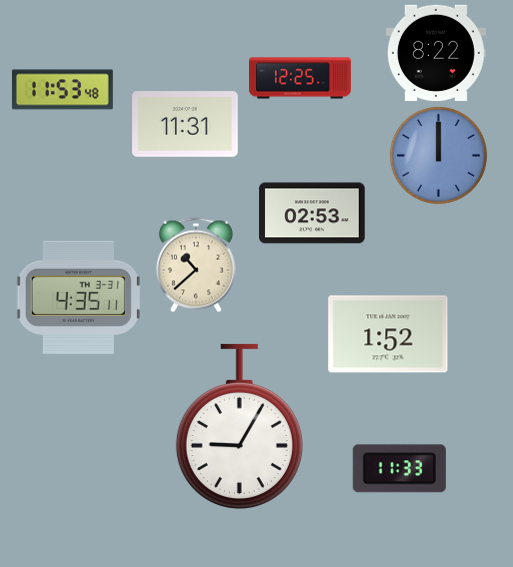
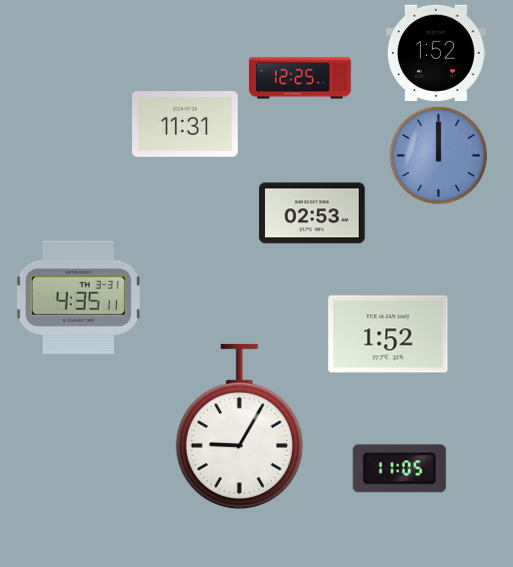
clock at (436, 53): 8:22 -> 1:52
clock at (62, 90): 11:53 -> none
clock at (196, 265): 10:38 -> none
clock at (399, 469): 11:33 -> 11:05
